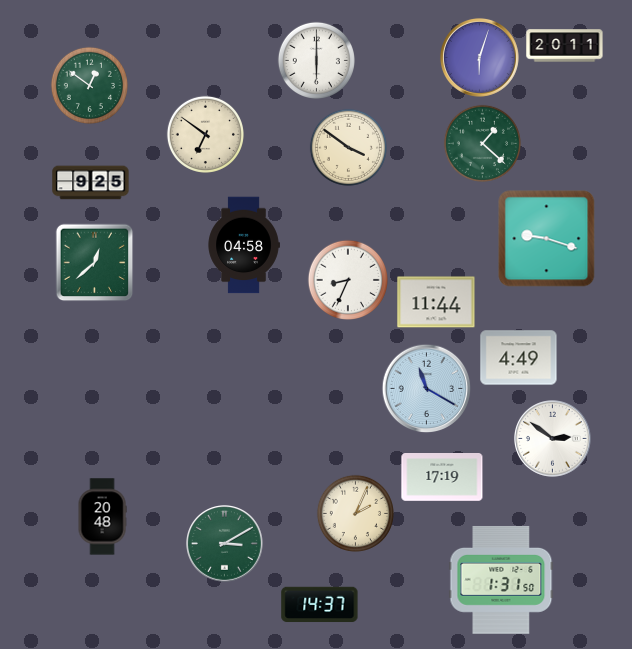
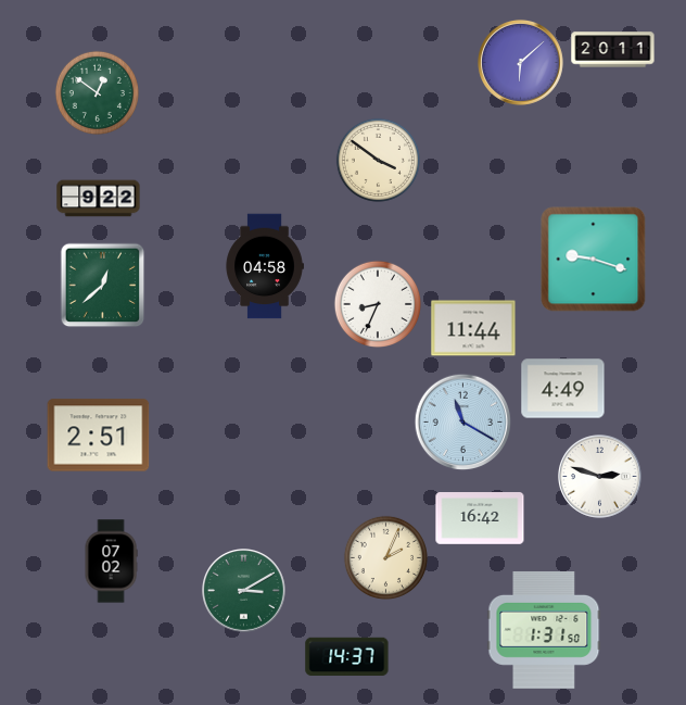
clock at (479, 57): 6:03 -> 6:08
clock at (316, 60): 6:00 -> none
clock at (205, 134): 6:51 -> none
clock at (482, 143): 1:22 -> none
clock at (91, 183): 9:25 -> 9:22
clock at (99, 436): none -> 2:51
clock at (553, 439): 2:51 -> 2:48
clock at (442, 478): 17:19 -> 16:42
clock at (102, 517): 20:48 -> 07:02
